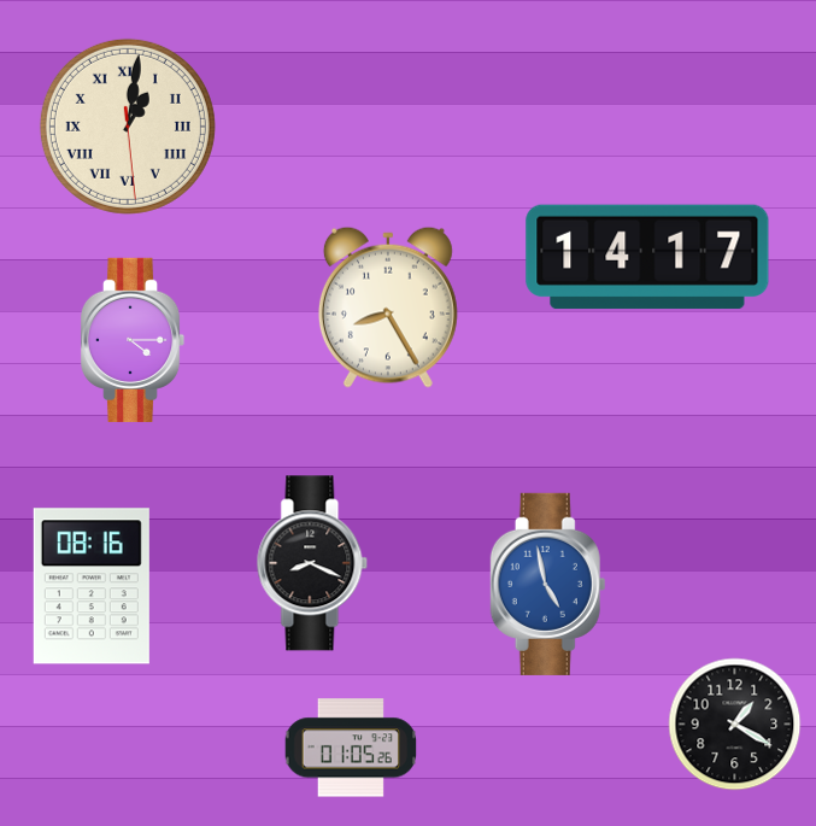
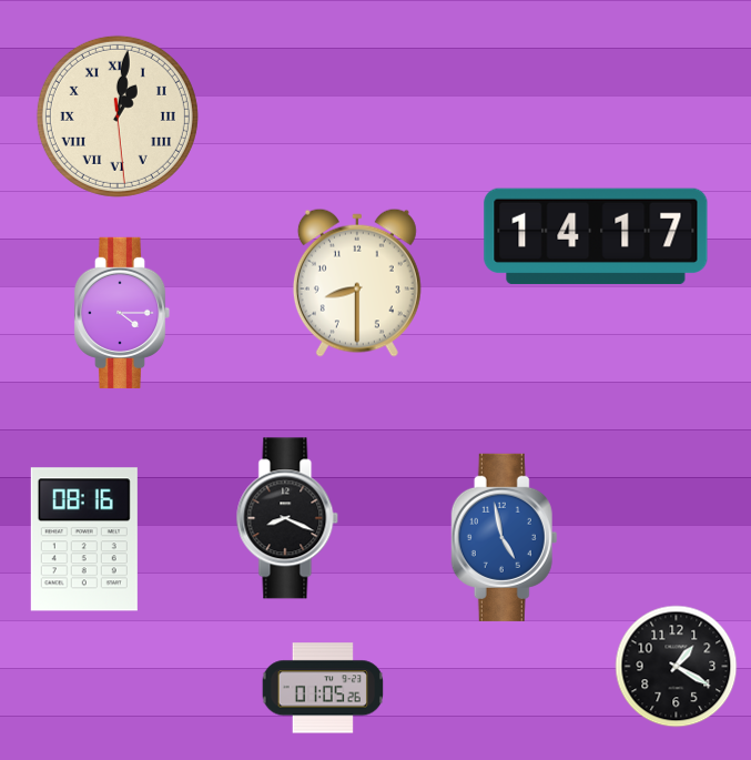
clock at (388, 307): 8:25 -> 8:30
